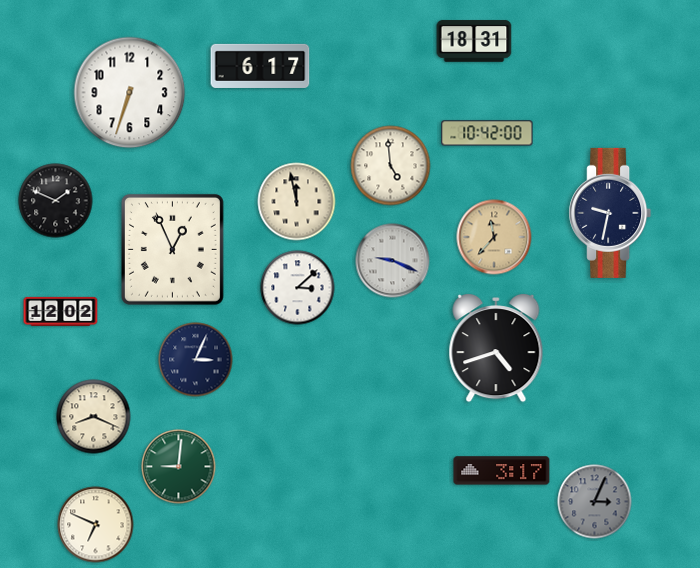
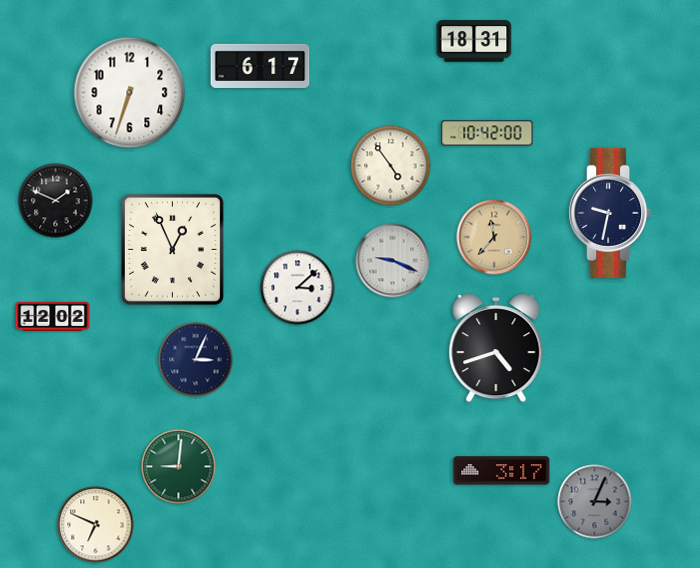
clock at (391, 166): 4:59 -> 4:54
clock at (297, 202): 11:58 -> none
clock at (61, 311) position: (61, 311) -> (53, 316)
clock at (94, 417): 8:19 -> none
